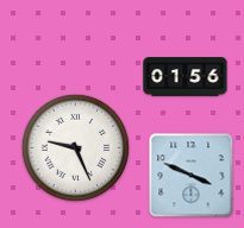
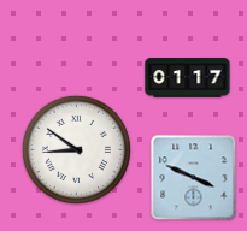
clock at (186, 77): 01:56 -> 01:17
clock at (75, 147): 9:26 -> 8:51
